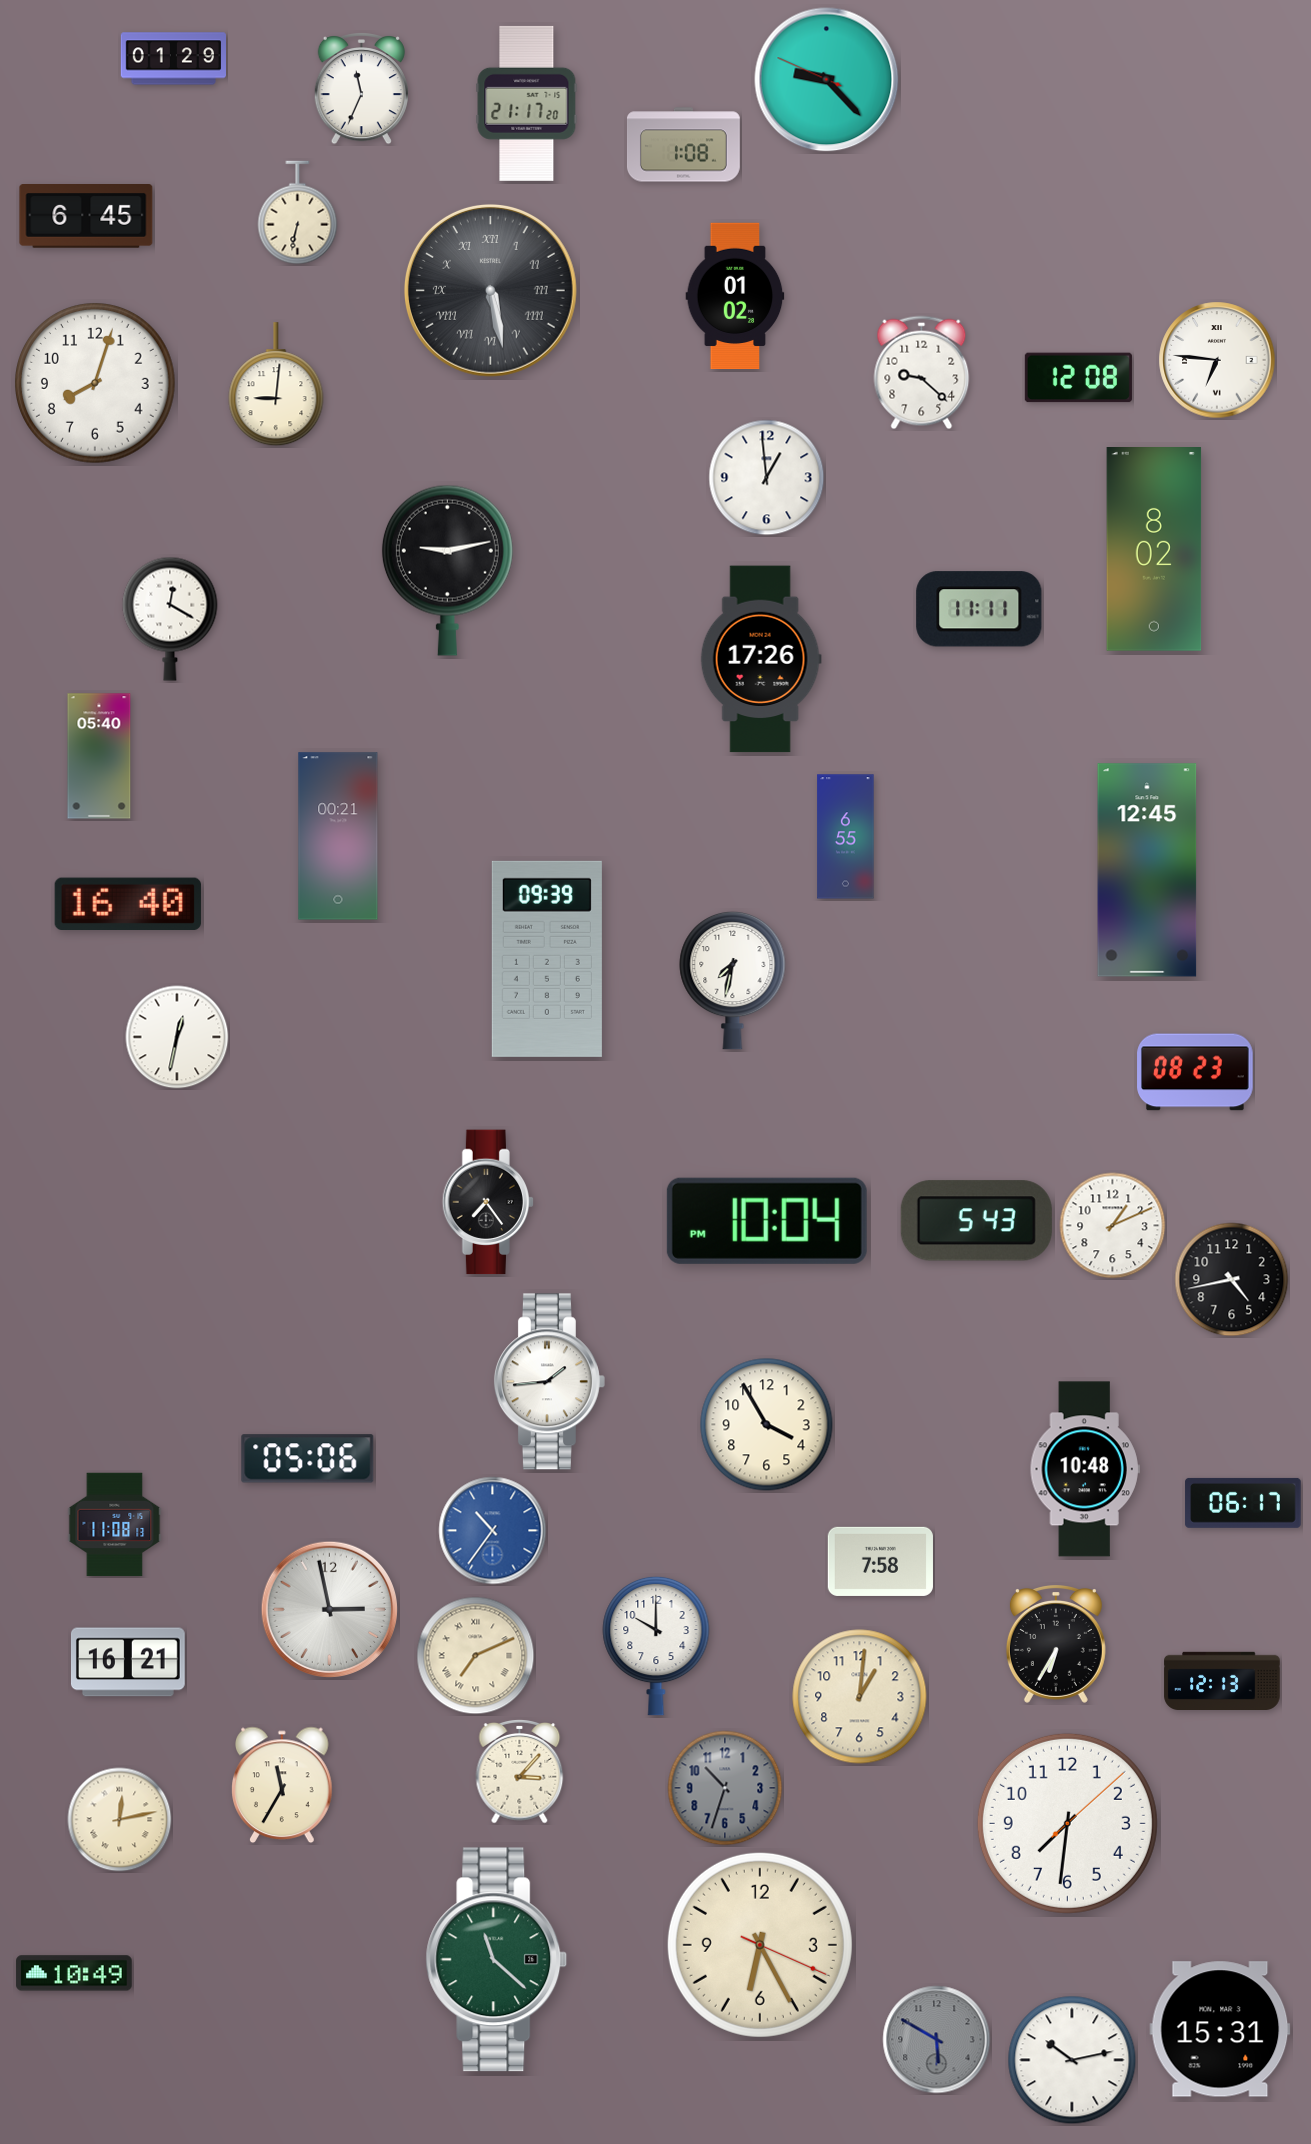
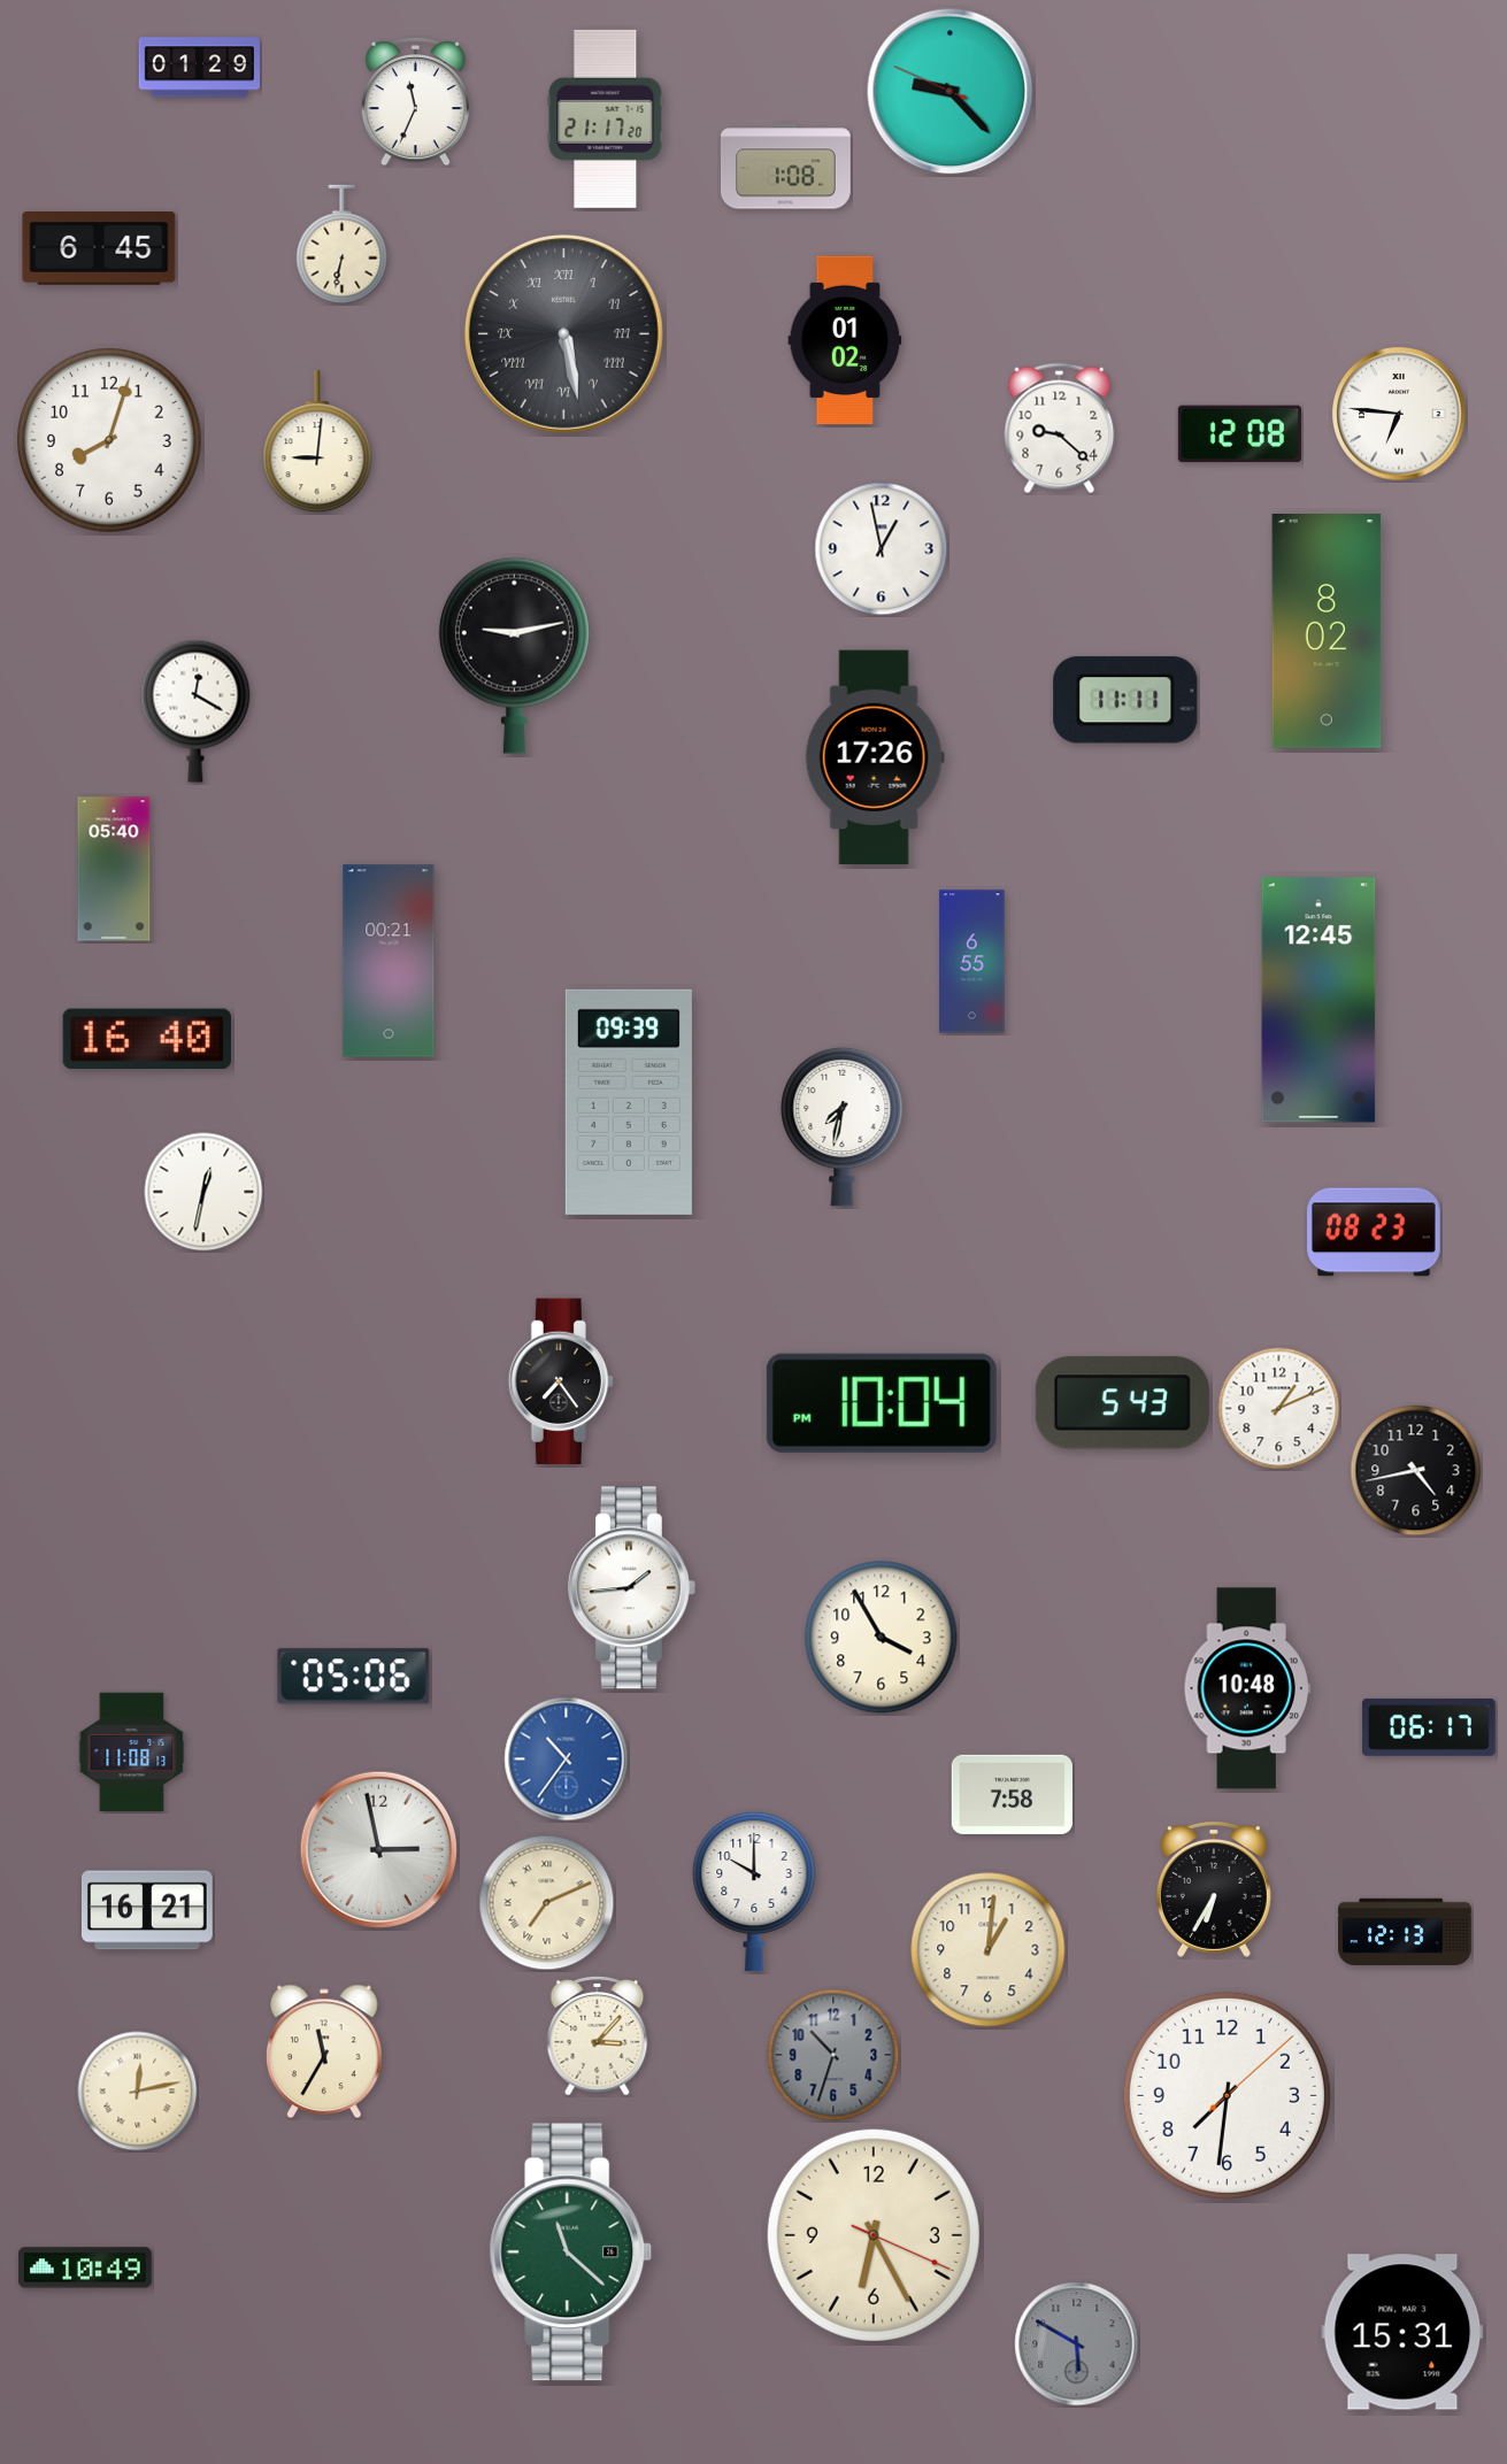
clock at (767, 478): 12:59 -> 12:58
clock at (1072, 2060): 10:13 -> none
